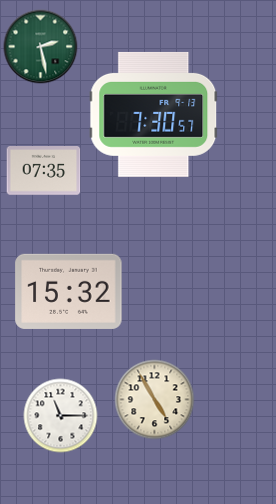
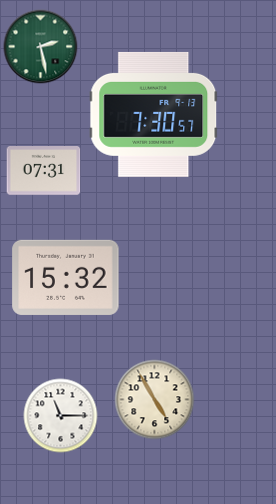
clock at (44, 171): 07:35 -> 07:31
clock at (69, 291) position: (69, 291) -> (66, 277)
